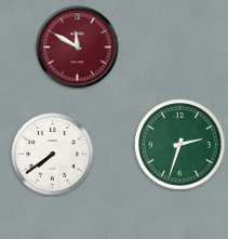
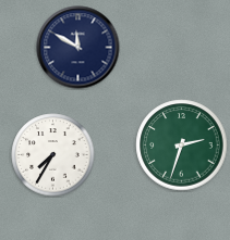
clock at (78, 48) dial: burgundy -> navy
clock at (53, 155): 7:39 -> 7:35
